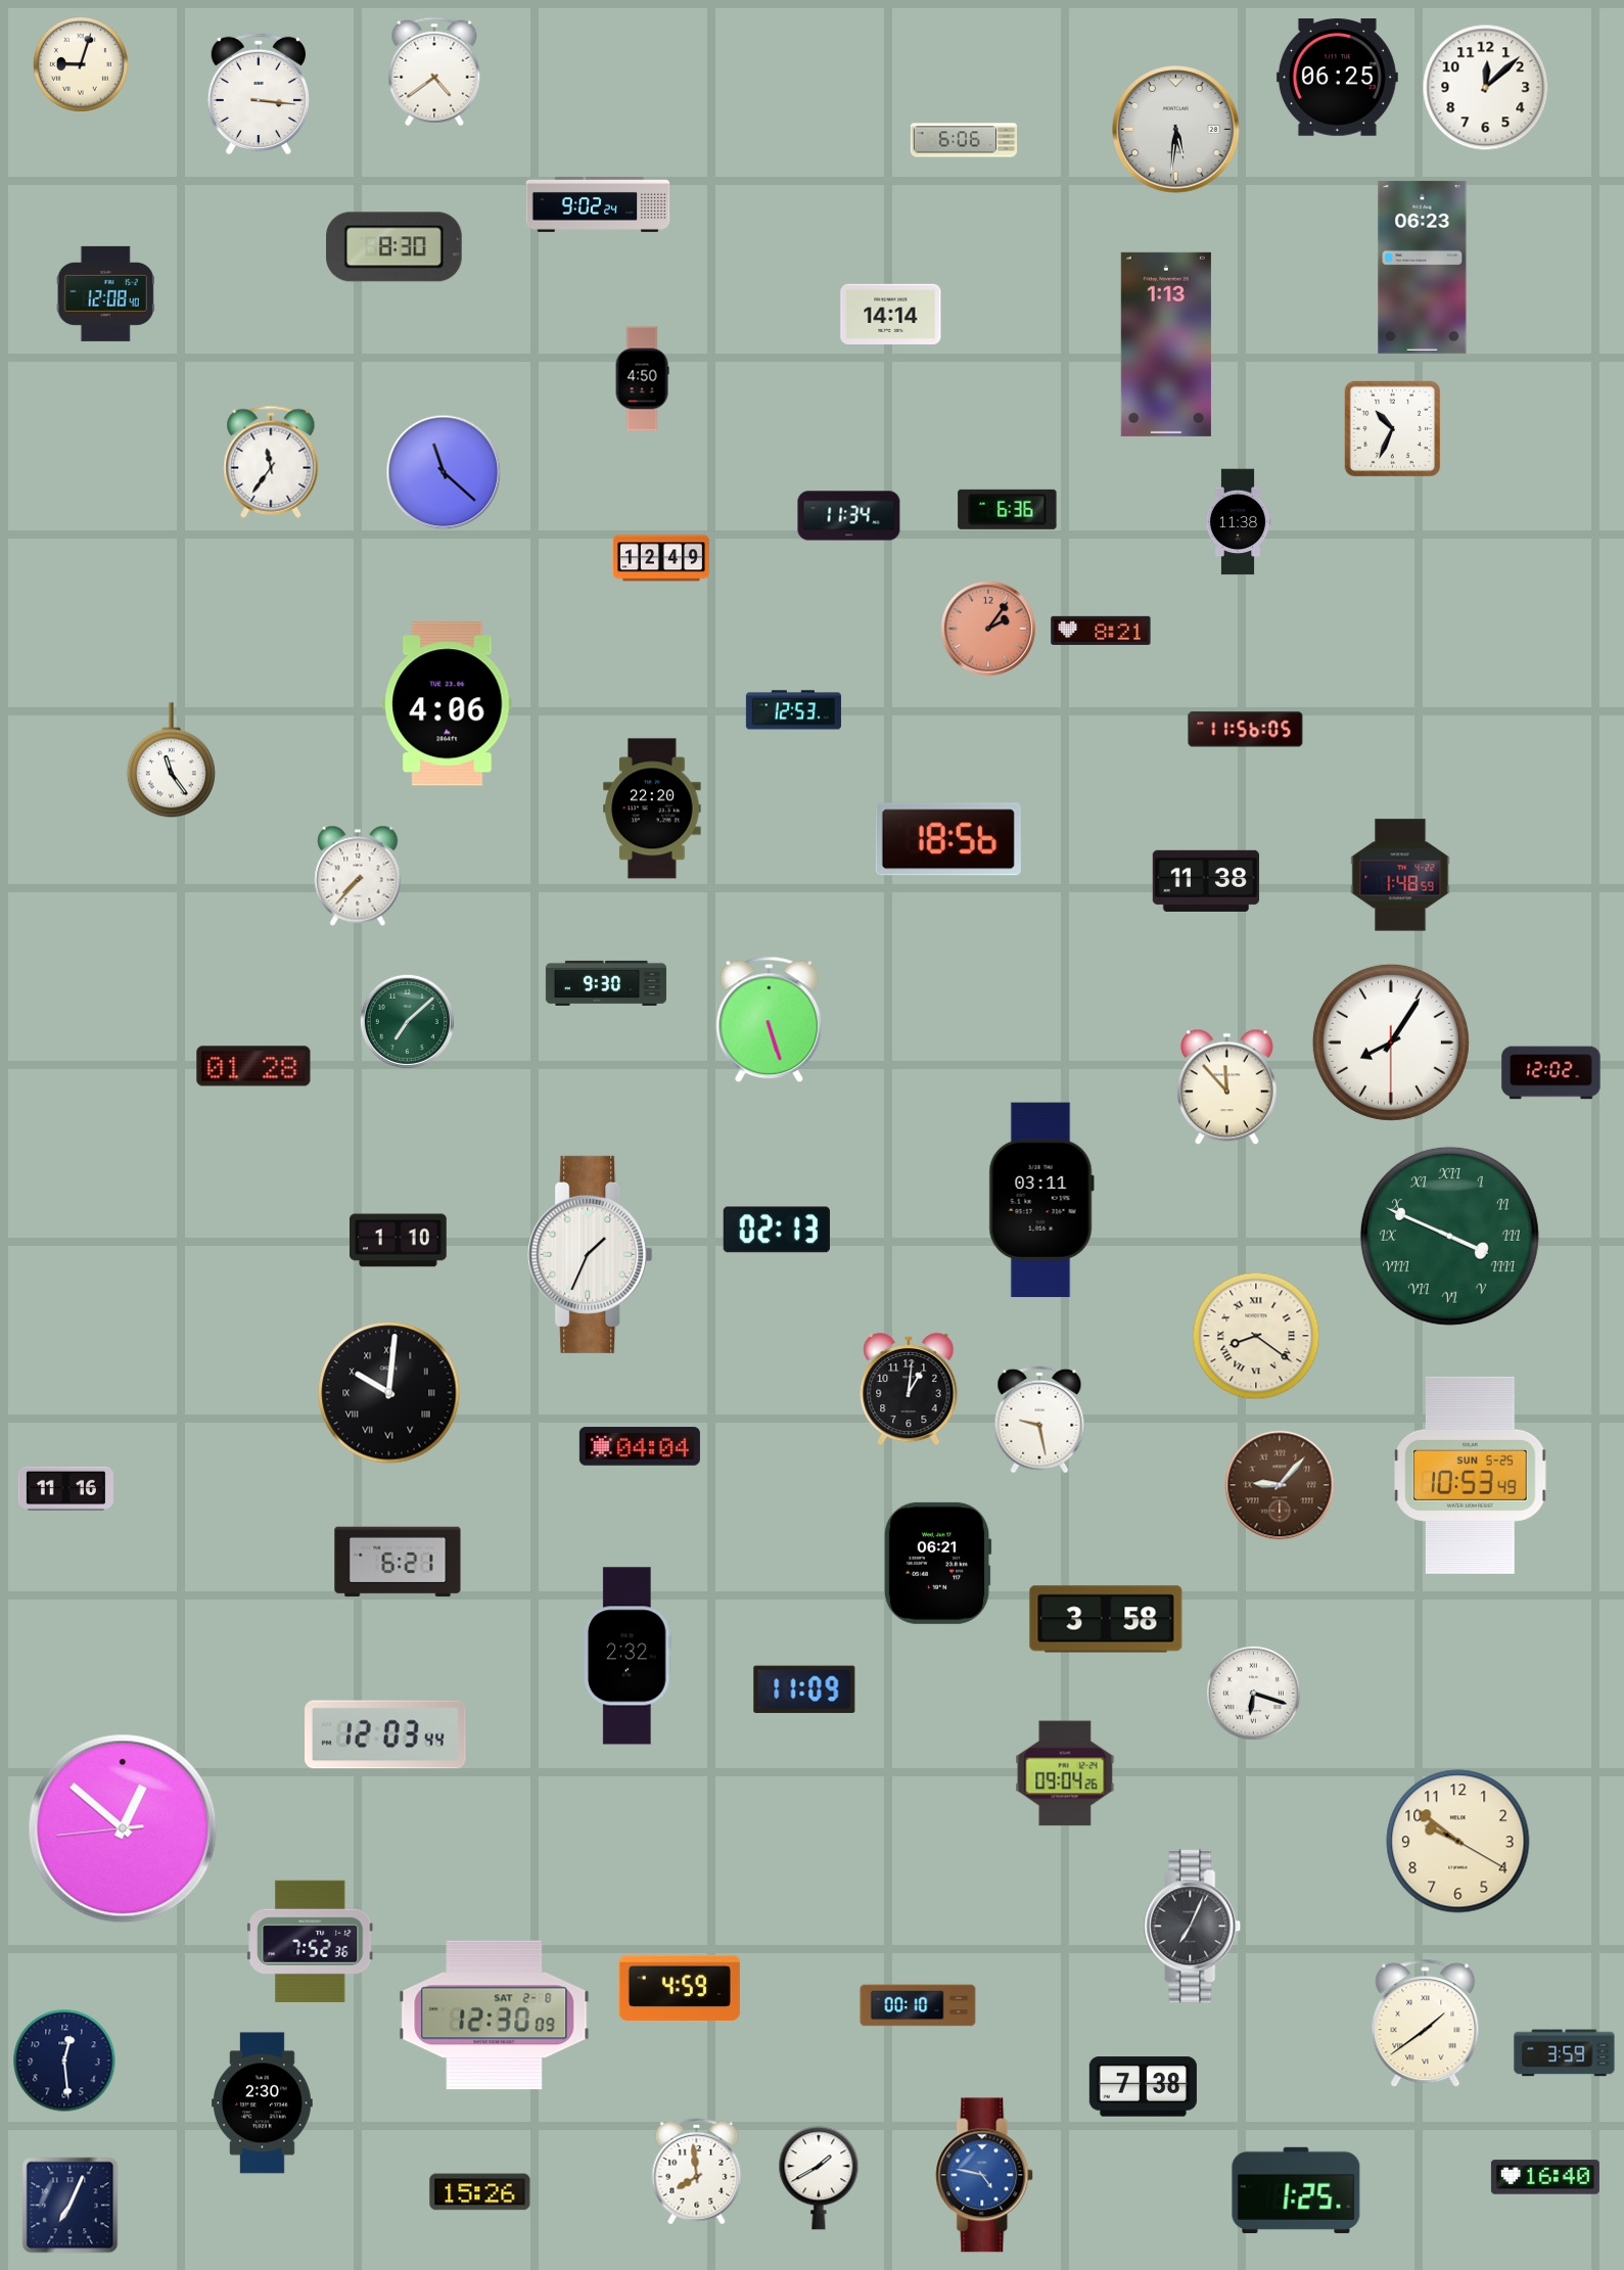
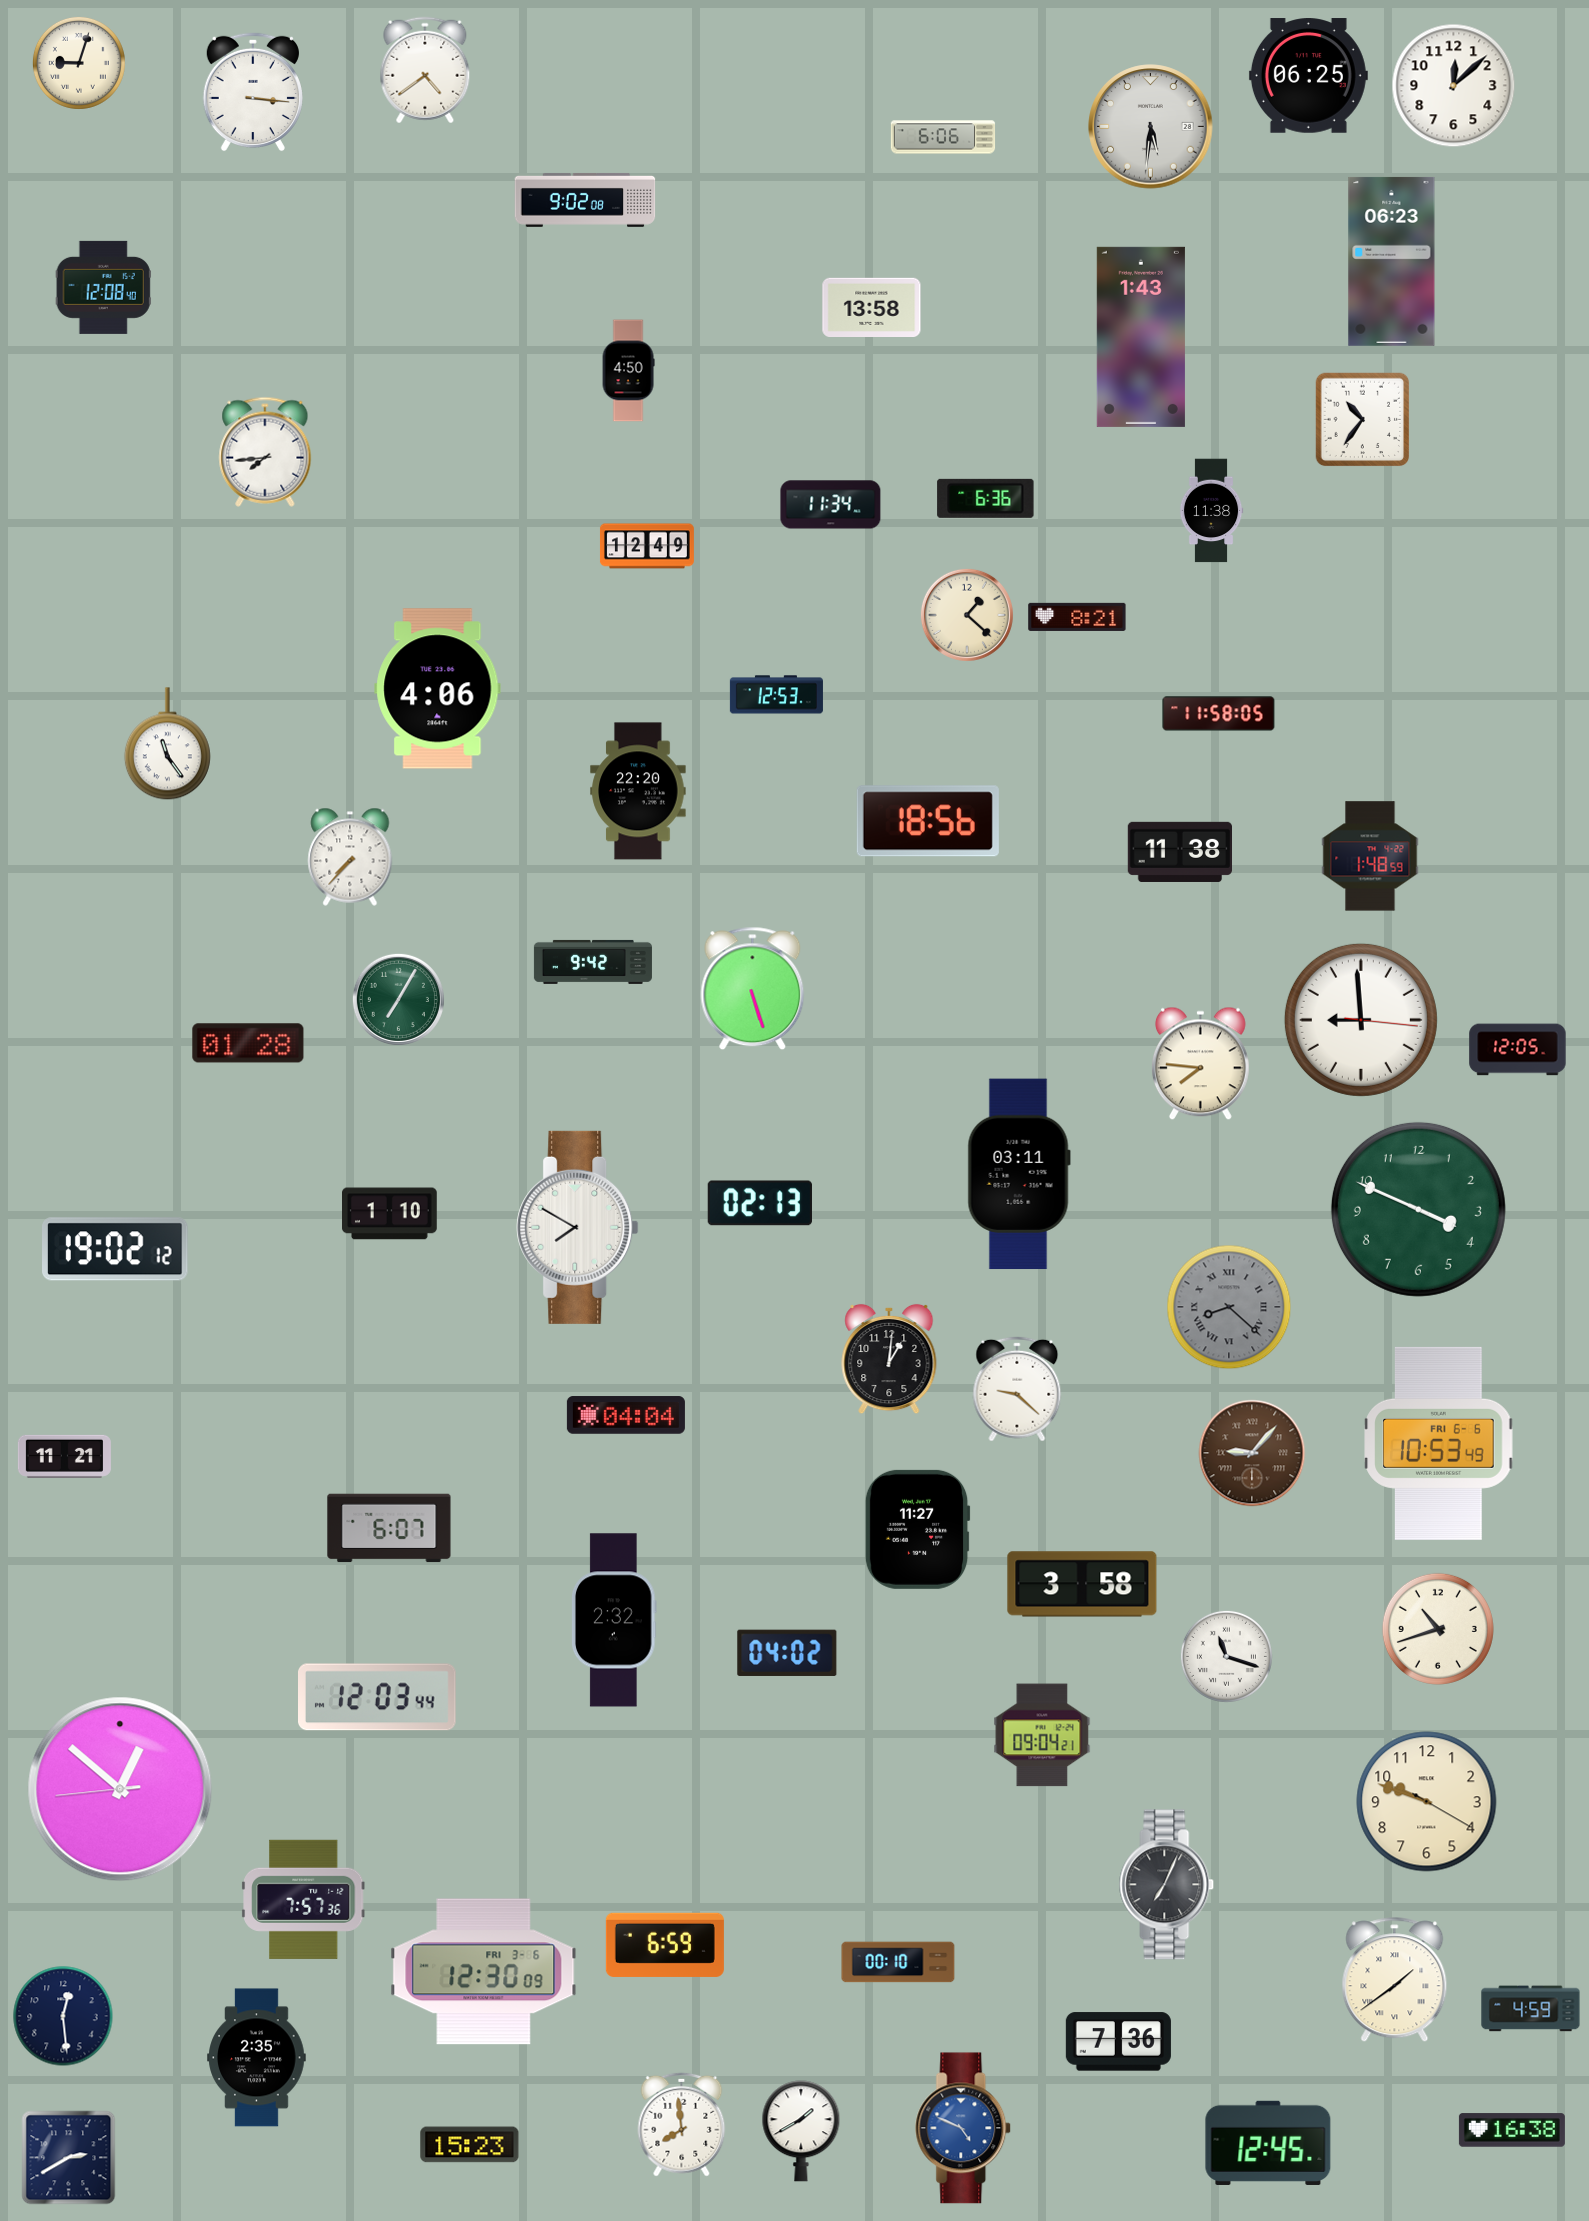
clock at (598, 204): 9:02:24 -> 9:02:08
clock at (395, 247): 8:30 -> none
clock at (891, 314): 14:14 -> 13:58
clock at (1166, 344): 1:13 -> 1:43
clock at (1393, 429): 10:34 -> 10:36
clock at (271, 462): 11:36 -> 7:44
clock at (444, 472): 11:22 -> none
clock at (988, 629): 2:06 -> 1:22
clock at (988, 629) dial: salmon -> cream
clock at (1246, 730): 11:56 -> 11:58
clock at (1205, 881) position: (1205, 881) -> (1179, 852)
clock at (606, 983): 9:30 -> 9:42
clock at (770, 1020) position: (770, 1020) -> (753, 989)
clock at (407, 1021): 7:08 -> 7:05
clock at (1391, 1043): 8:05 -> 8:59
clock at (1551, 1073): 12:02 -> 12:05
clock at (1226, 1087): 11:53 -> 7:46
clock at (1449, 1236) numerals: Roman -> Arabic
clock at (591, 1254): 1:34 -> 7:50
clock at (116, 1249): none -> 19:02
clock at (1256, 1336): 8:21 -> 8:22
clock at (1256, 1336) dial: cream -> grey
clock at (389, 1393): 10:01 -> none
clock at (1039, 1420): 9:28 -> 9:22
clock at (1471, 1475) date: SUN 5-25 -> FRI 6-6
clock at (65, 1488): 11:16 -> 11:21
clock at (398, 1562): 6:21 -> 6:07
clock at (937, 1563): 06:21 -> 11:27
clock at (1438, 1629): none -> 10:42
clock at (804, 1688): 11:09 -> 04:02
clock at (1253, 1693): 6:18 -> 11:18
clock at (1065, 1773): 09:04:26 -> 09:04:21
clock at (1458, 1842): 9:51 -> 9:48
clock at (311, 1941): 7:52 -> 7:57
clock at (680, 1988): 4:59 -> 6:59
clock at (495, 2016) date: SAT 2-8 -> FRI 3-6
clock at (1565, 2053): 3:59 -> 4:59
clock at (1143, 2087): 7:38 -> 7:36
clock at (263, 2103): 2:30 -> 2:35
clock at (985, 2175): 4:47 -> 4:49
clock at (1545, 2177): 16:40 -> 16:38
clock at (1296, 2190): 1:25 -> 12:45
clock at (480, 2192): 15:26 -> 15:23
clock at (71, 2206): 7:04 -> 2:40
